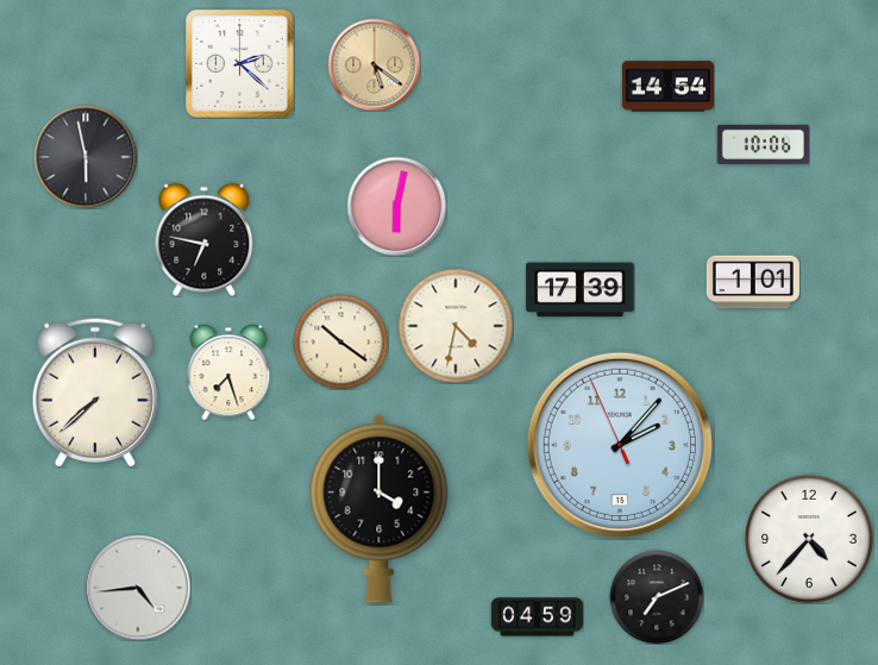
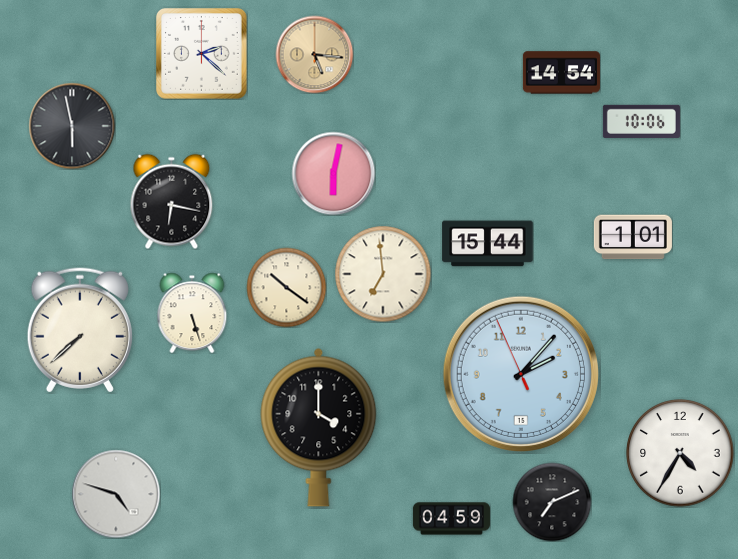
clock at (374, 64): 5:21 -> 5:16
clock at (86, 157) position: (86, 157) -> (72, 126)
clock at (205, 239): 6:47 -> 6:17
clock at (581, 290): 17:39 -> 15:44
clock at (456, 326): 4:32 -> 6:59
clock at (228, 372): 7:27 -> 5:27
clock at (809, 539): 4:37 -> 4:35
clock at (138, 588): 4:44 -> 4:48
